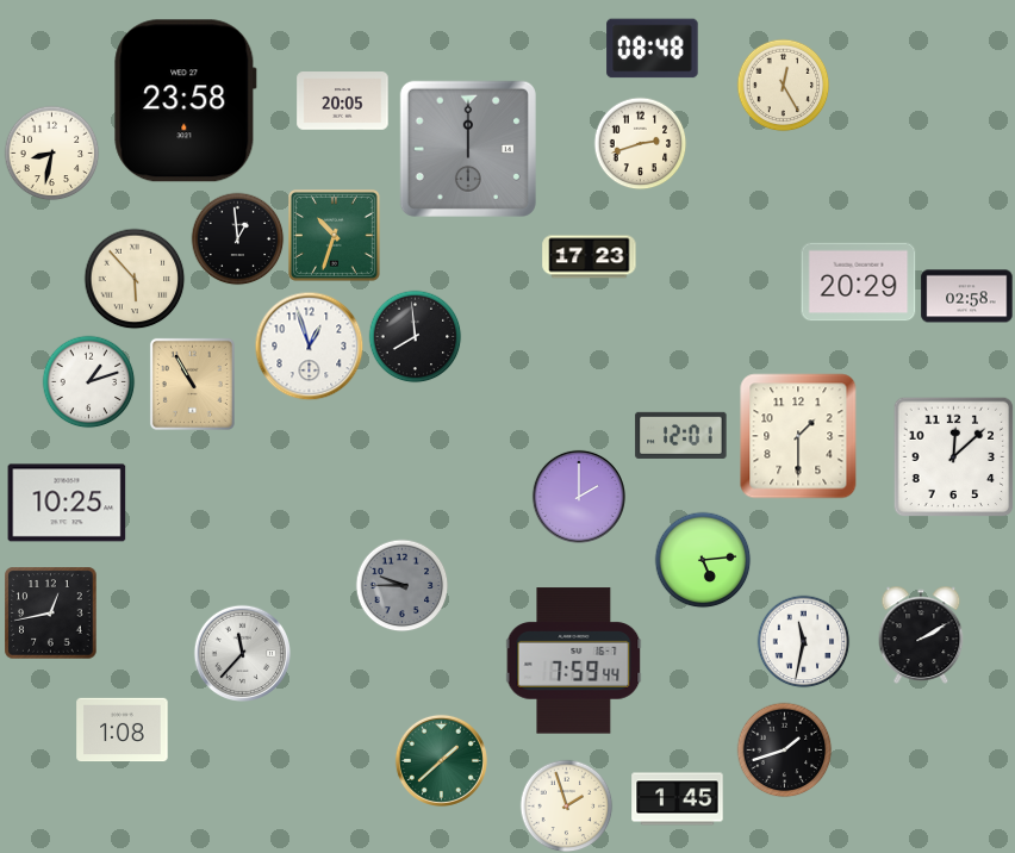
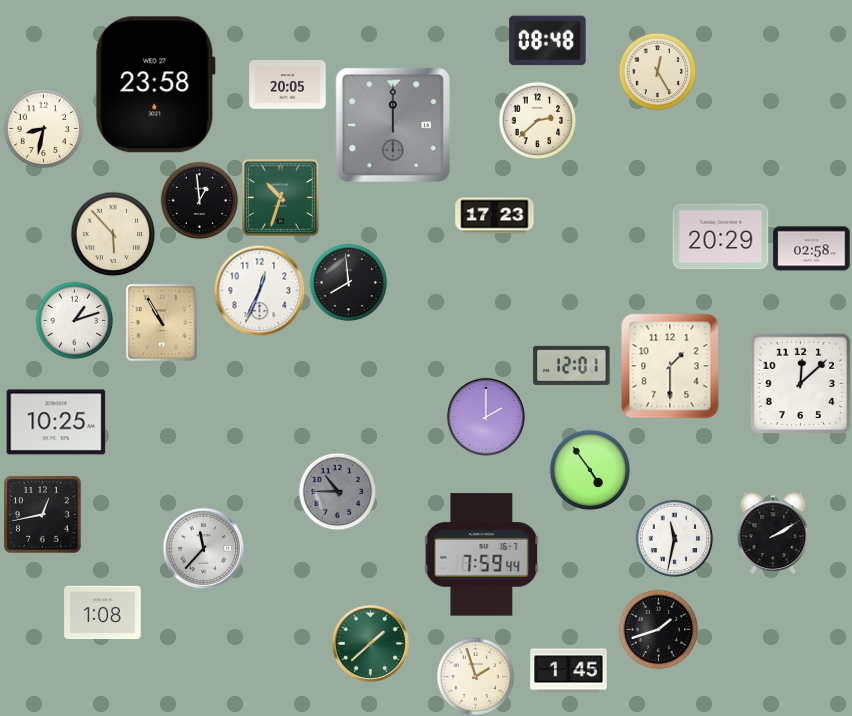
clock at (640, 143): 2:42 -> 2:38
clock at (309, 345): 12:57 -> 12:34
clock at (703, 560): 5:14 -> 4:54
clock at (401, 585): 9:45 -> 10:45
clock at (441, 760) position: (441, 760) -> (370, 643)
